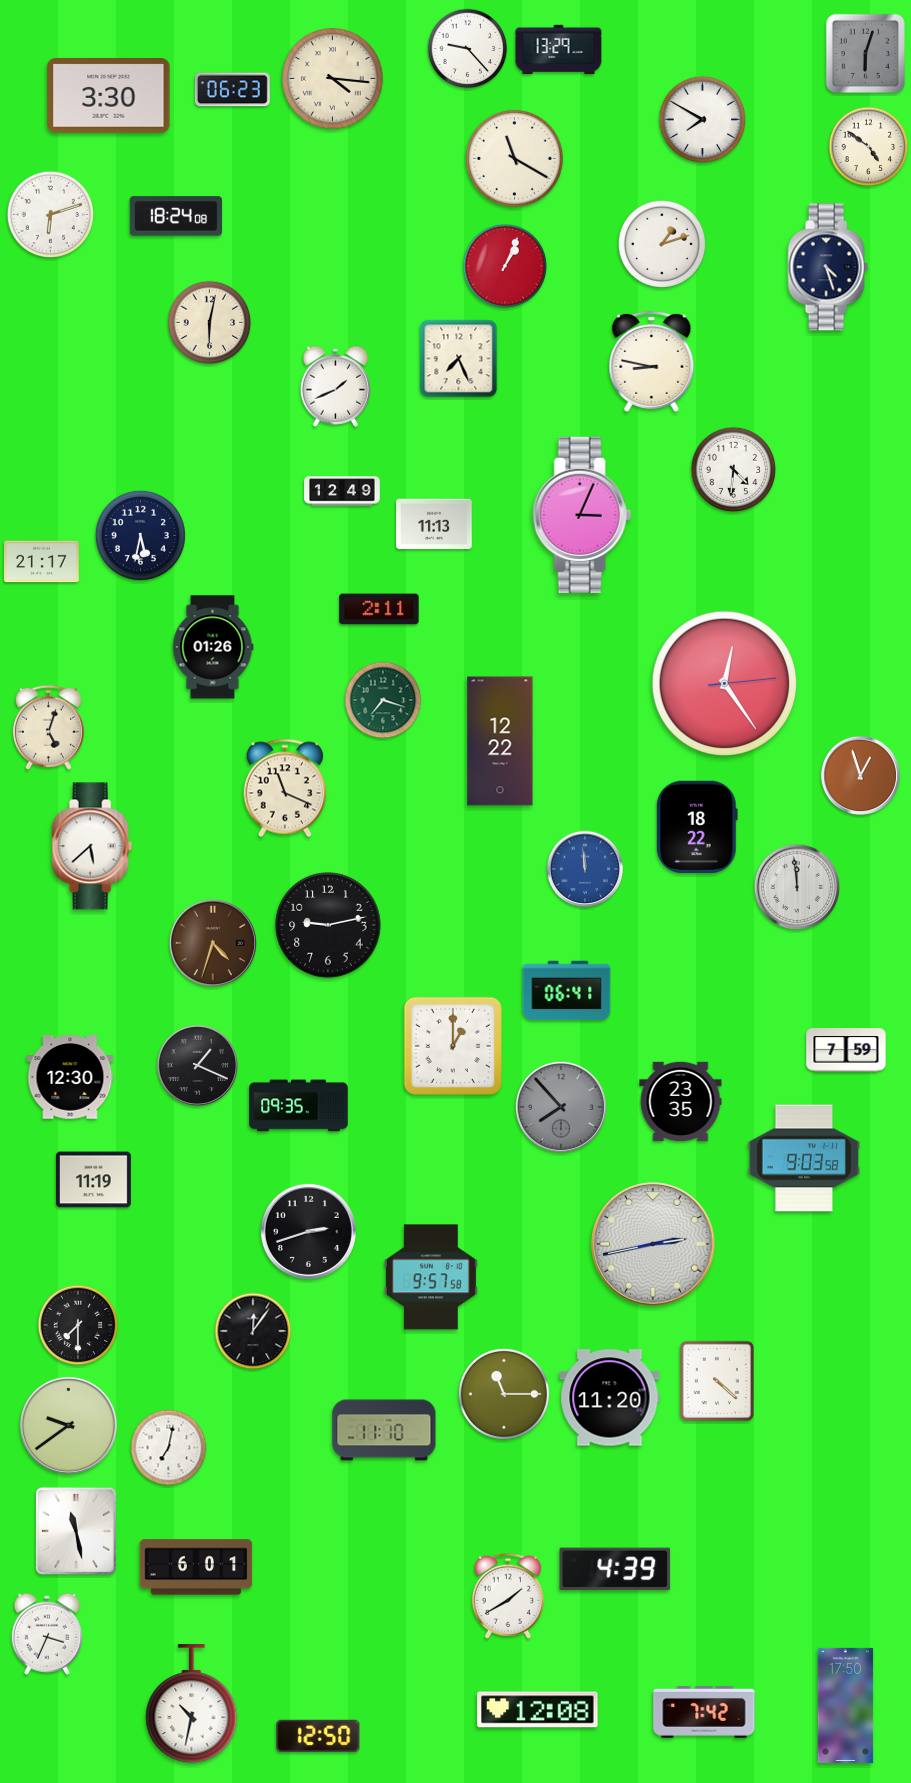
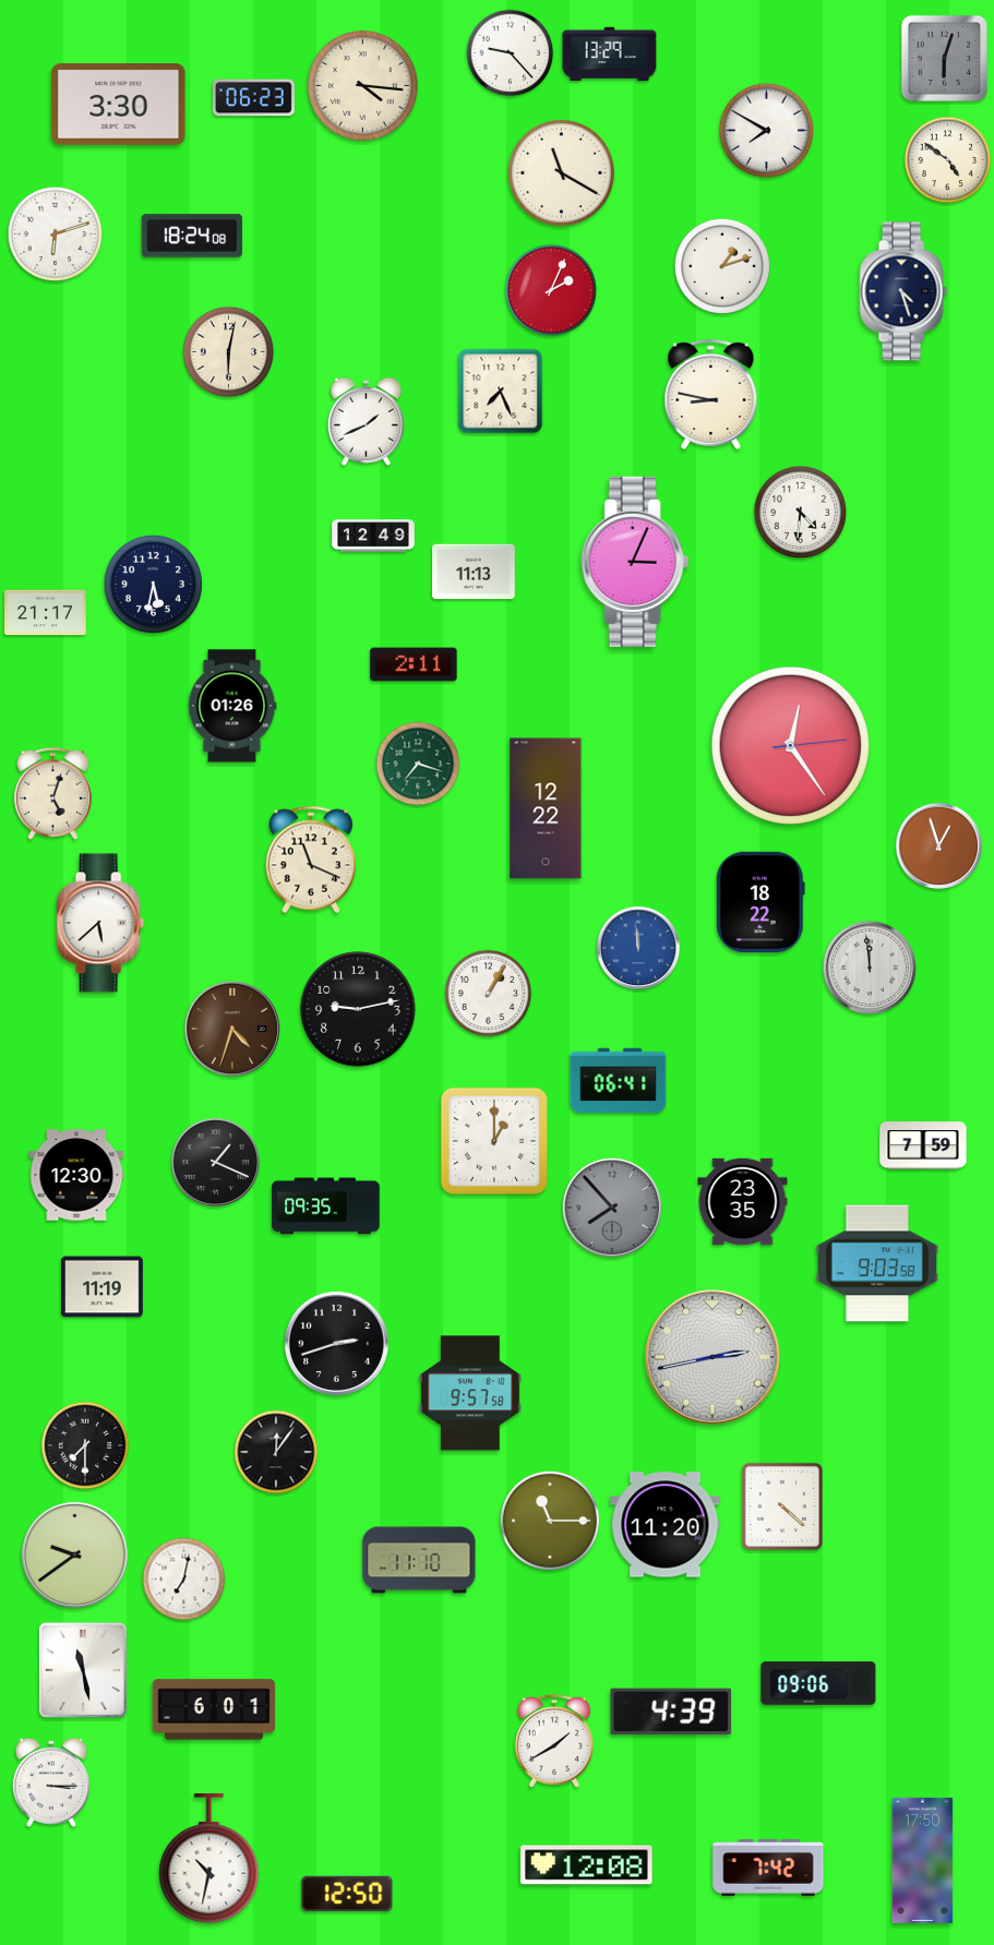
clock at (505, 266): 1:04 -> 2:04
clock at (489, 994): none -> 1:05
clock at (818, 1683): none -> 09:06
clock at (47, 1634): 3:34 -> 3:15
